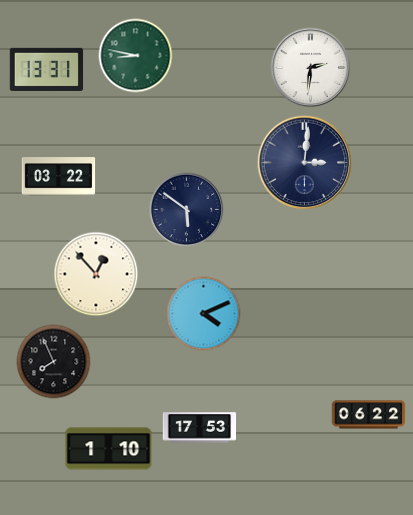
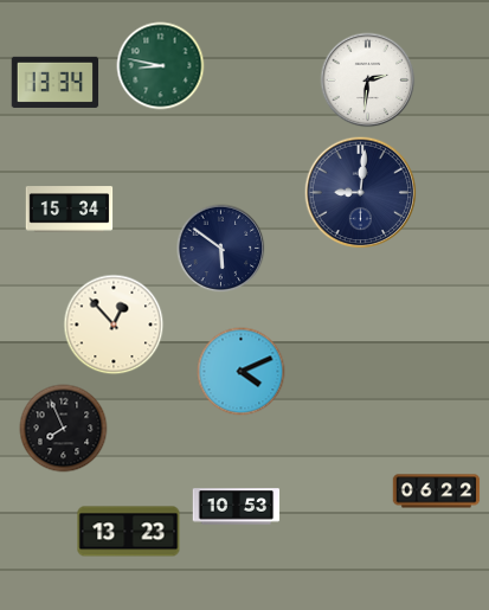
clock at (47, 69): 13:31 -> 13:34
clock at (305, 163): 3:01 -> 9:01
clock at (59, 177): 03:22 -> 15:34
clock at (200, 428): 17:53 -> 10:53
clock at (109, 449): 1:10 -> 13:23
